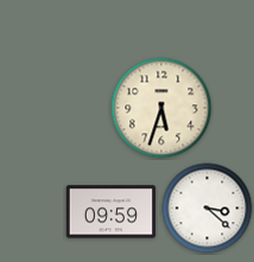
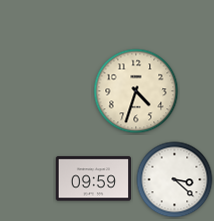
clock at (161, 108): 5:33 -> 4:33
clock at (208, 209) position: (208, 209) -> (175, 180)
